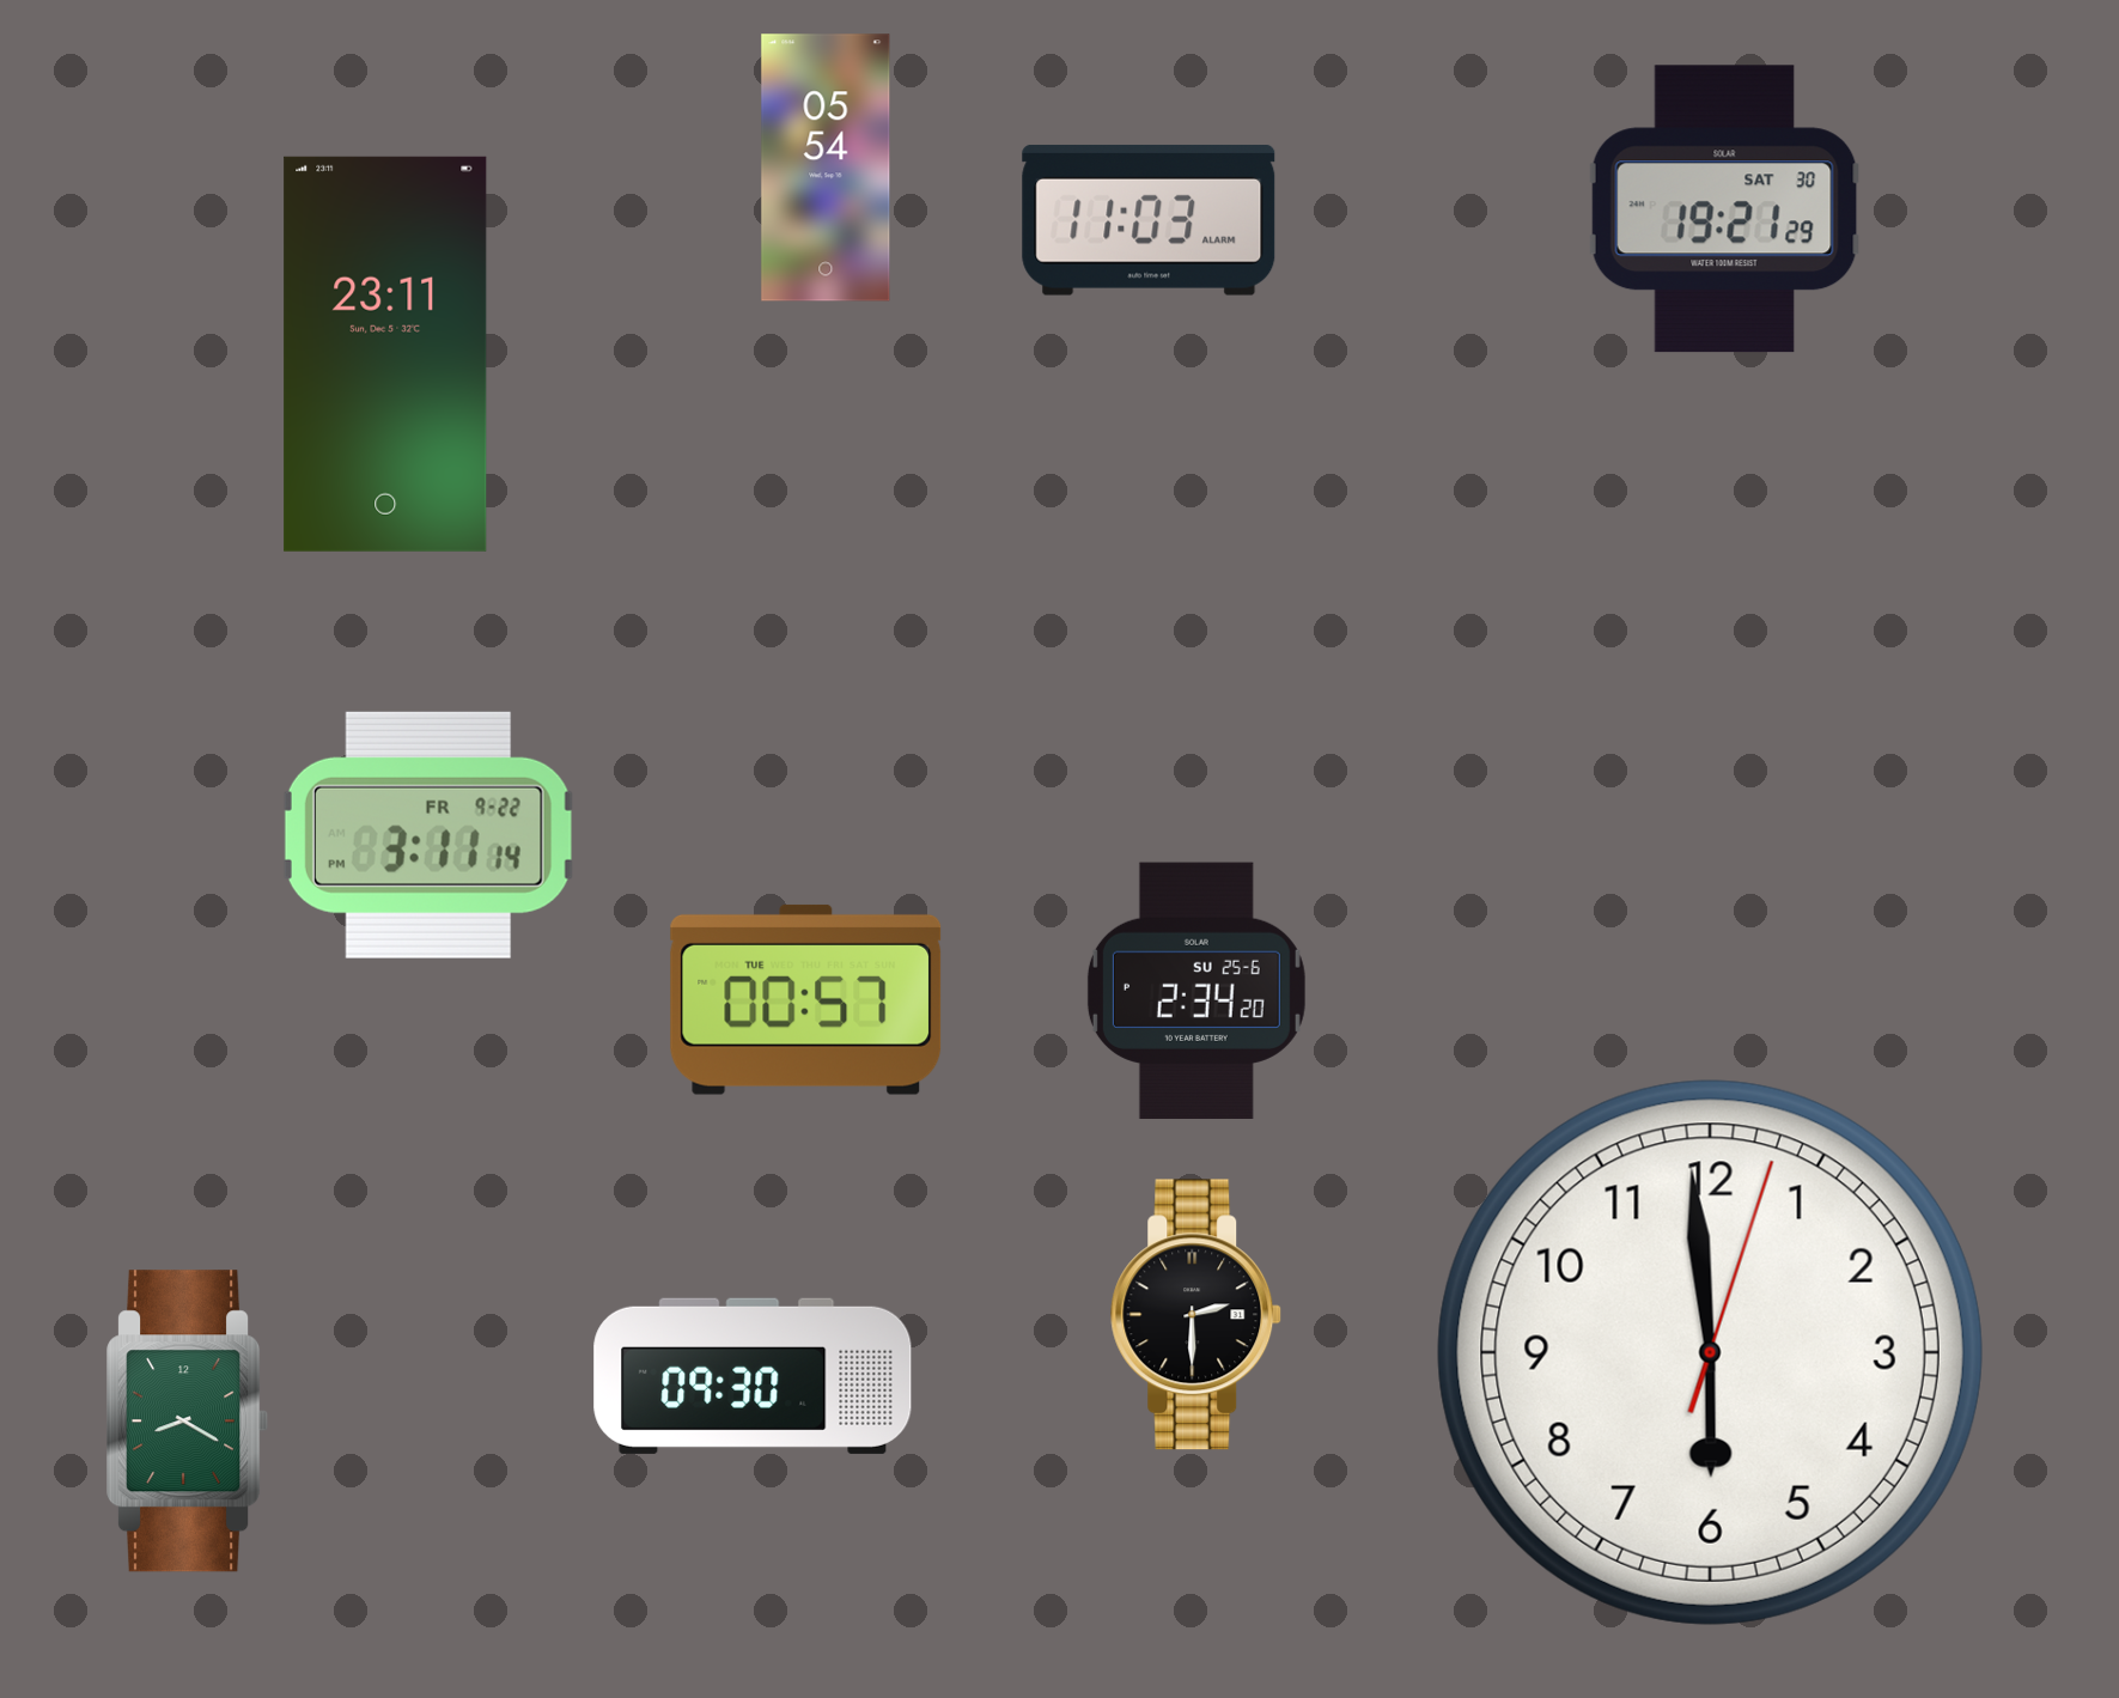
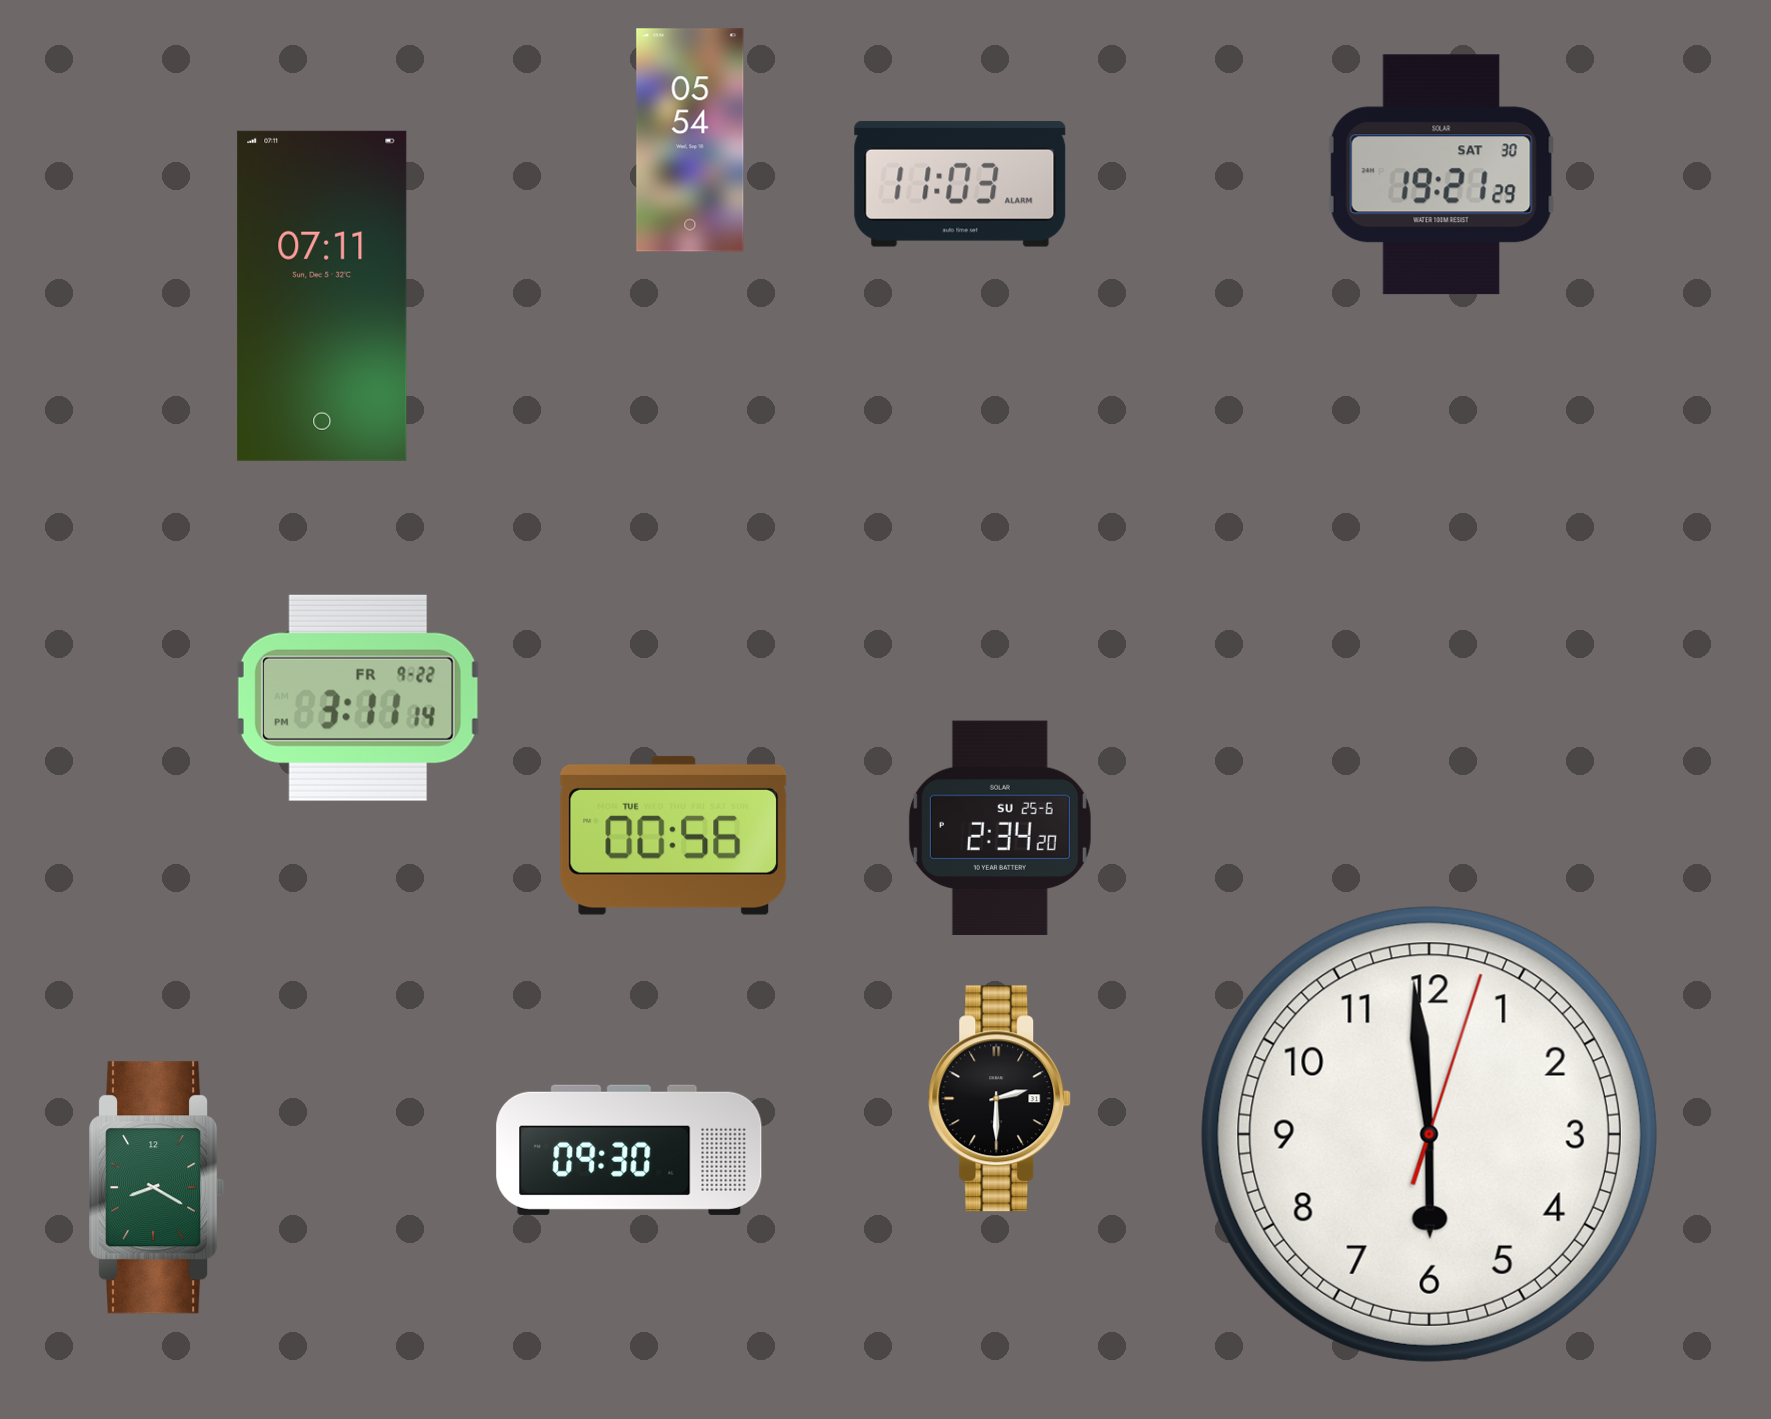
clock at (385, 354): 23:11 -> 07:11
clock at (806, 999): 00:57 -> 00:56
clock at (1710, 1352) position: (1710, 1352) -> (1429, 1134)
